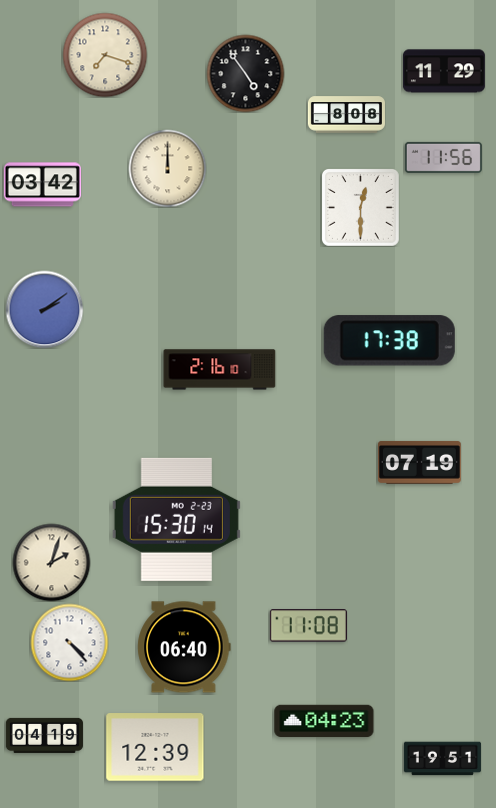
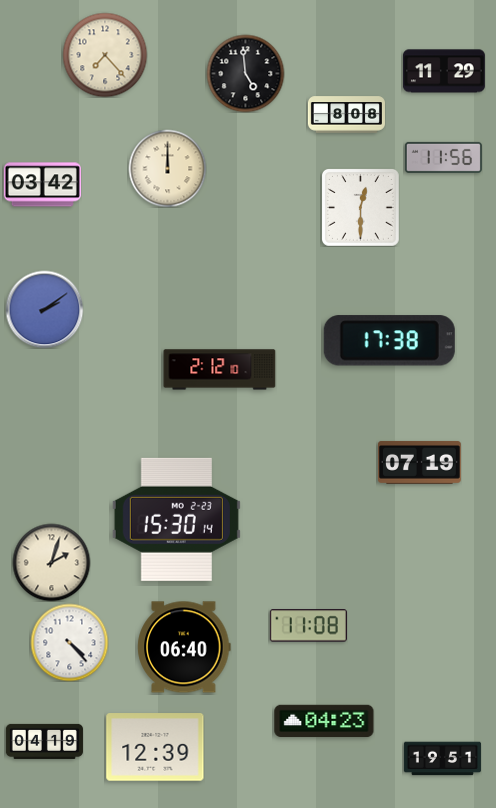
clock at (105, 55): 7:18 -> 7:23
clock at (245, 73): 4:54 -> 4:59
clock at (220, 370): 2:16 -> 2:12
clock at (44, 735) position: (44, 735) -> (44, 741)
